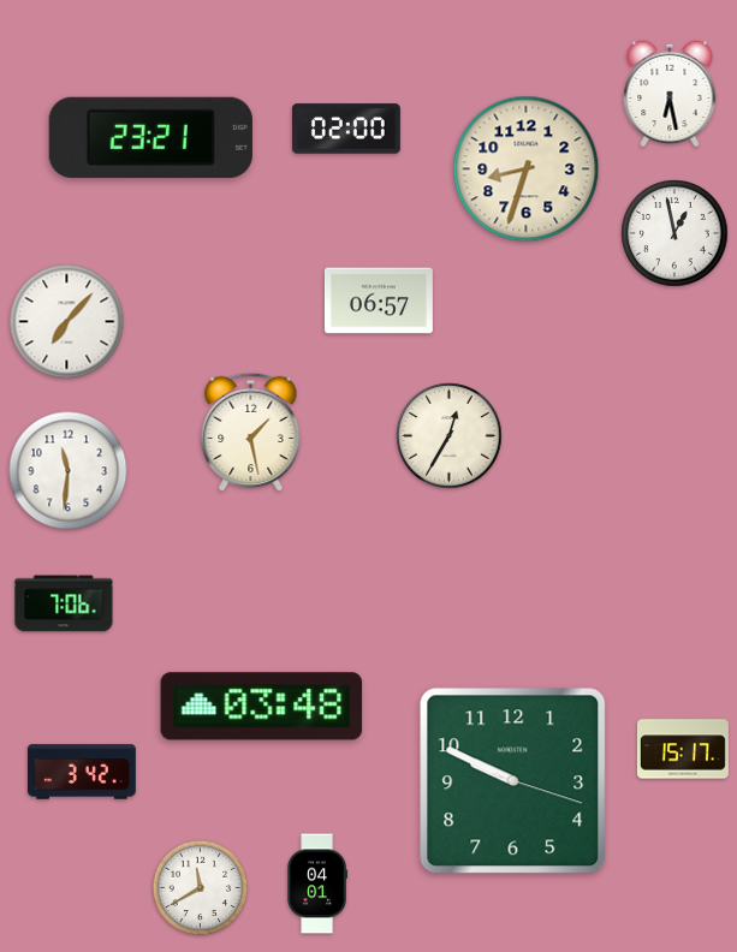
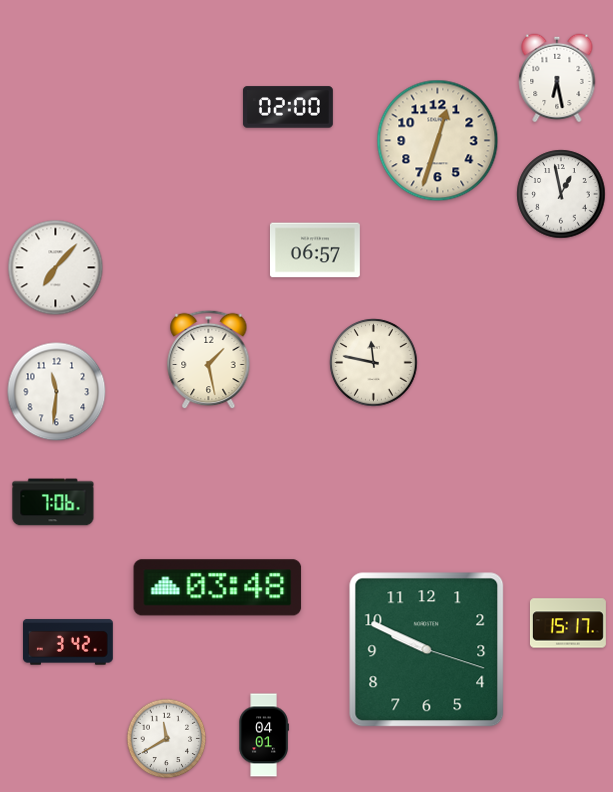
clock at (150, 137): 23:21 -> none
clock at (527, 169): 8:33 -> 12:33
clock at (450, 436): 12:35 -> 11:47
